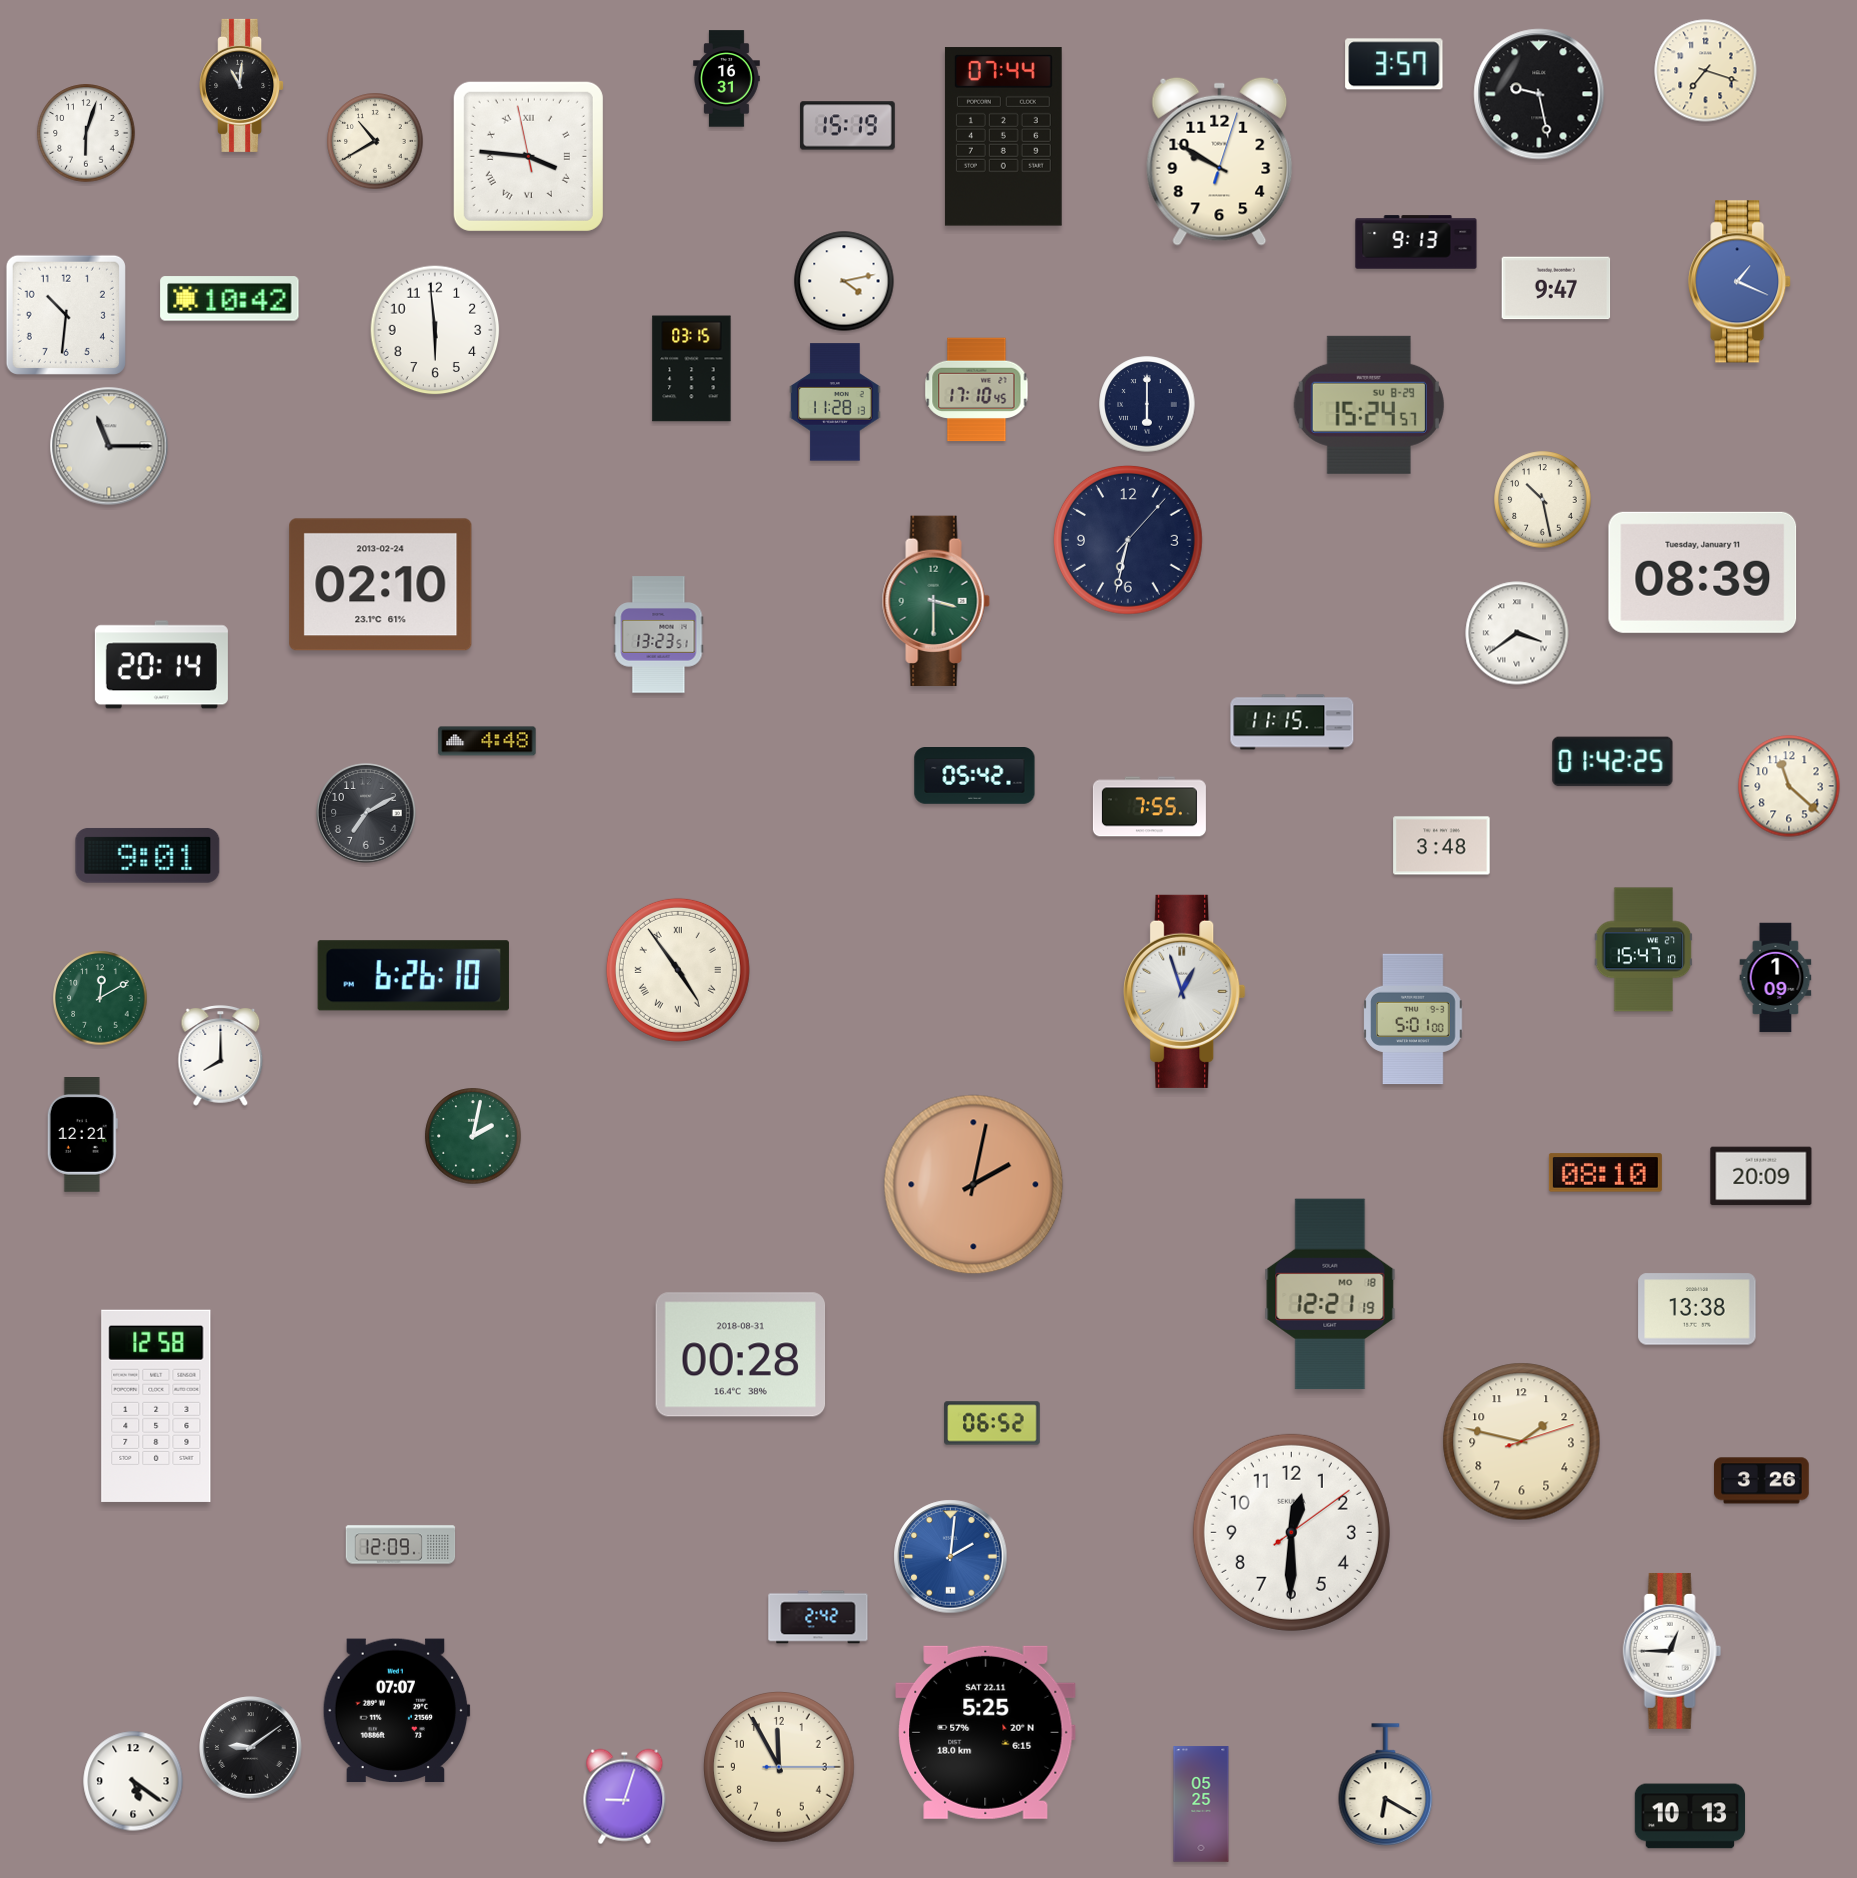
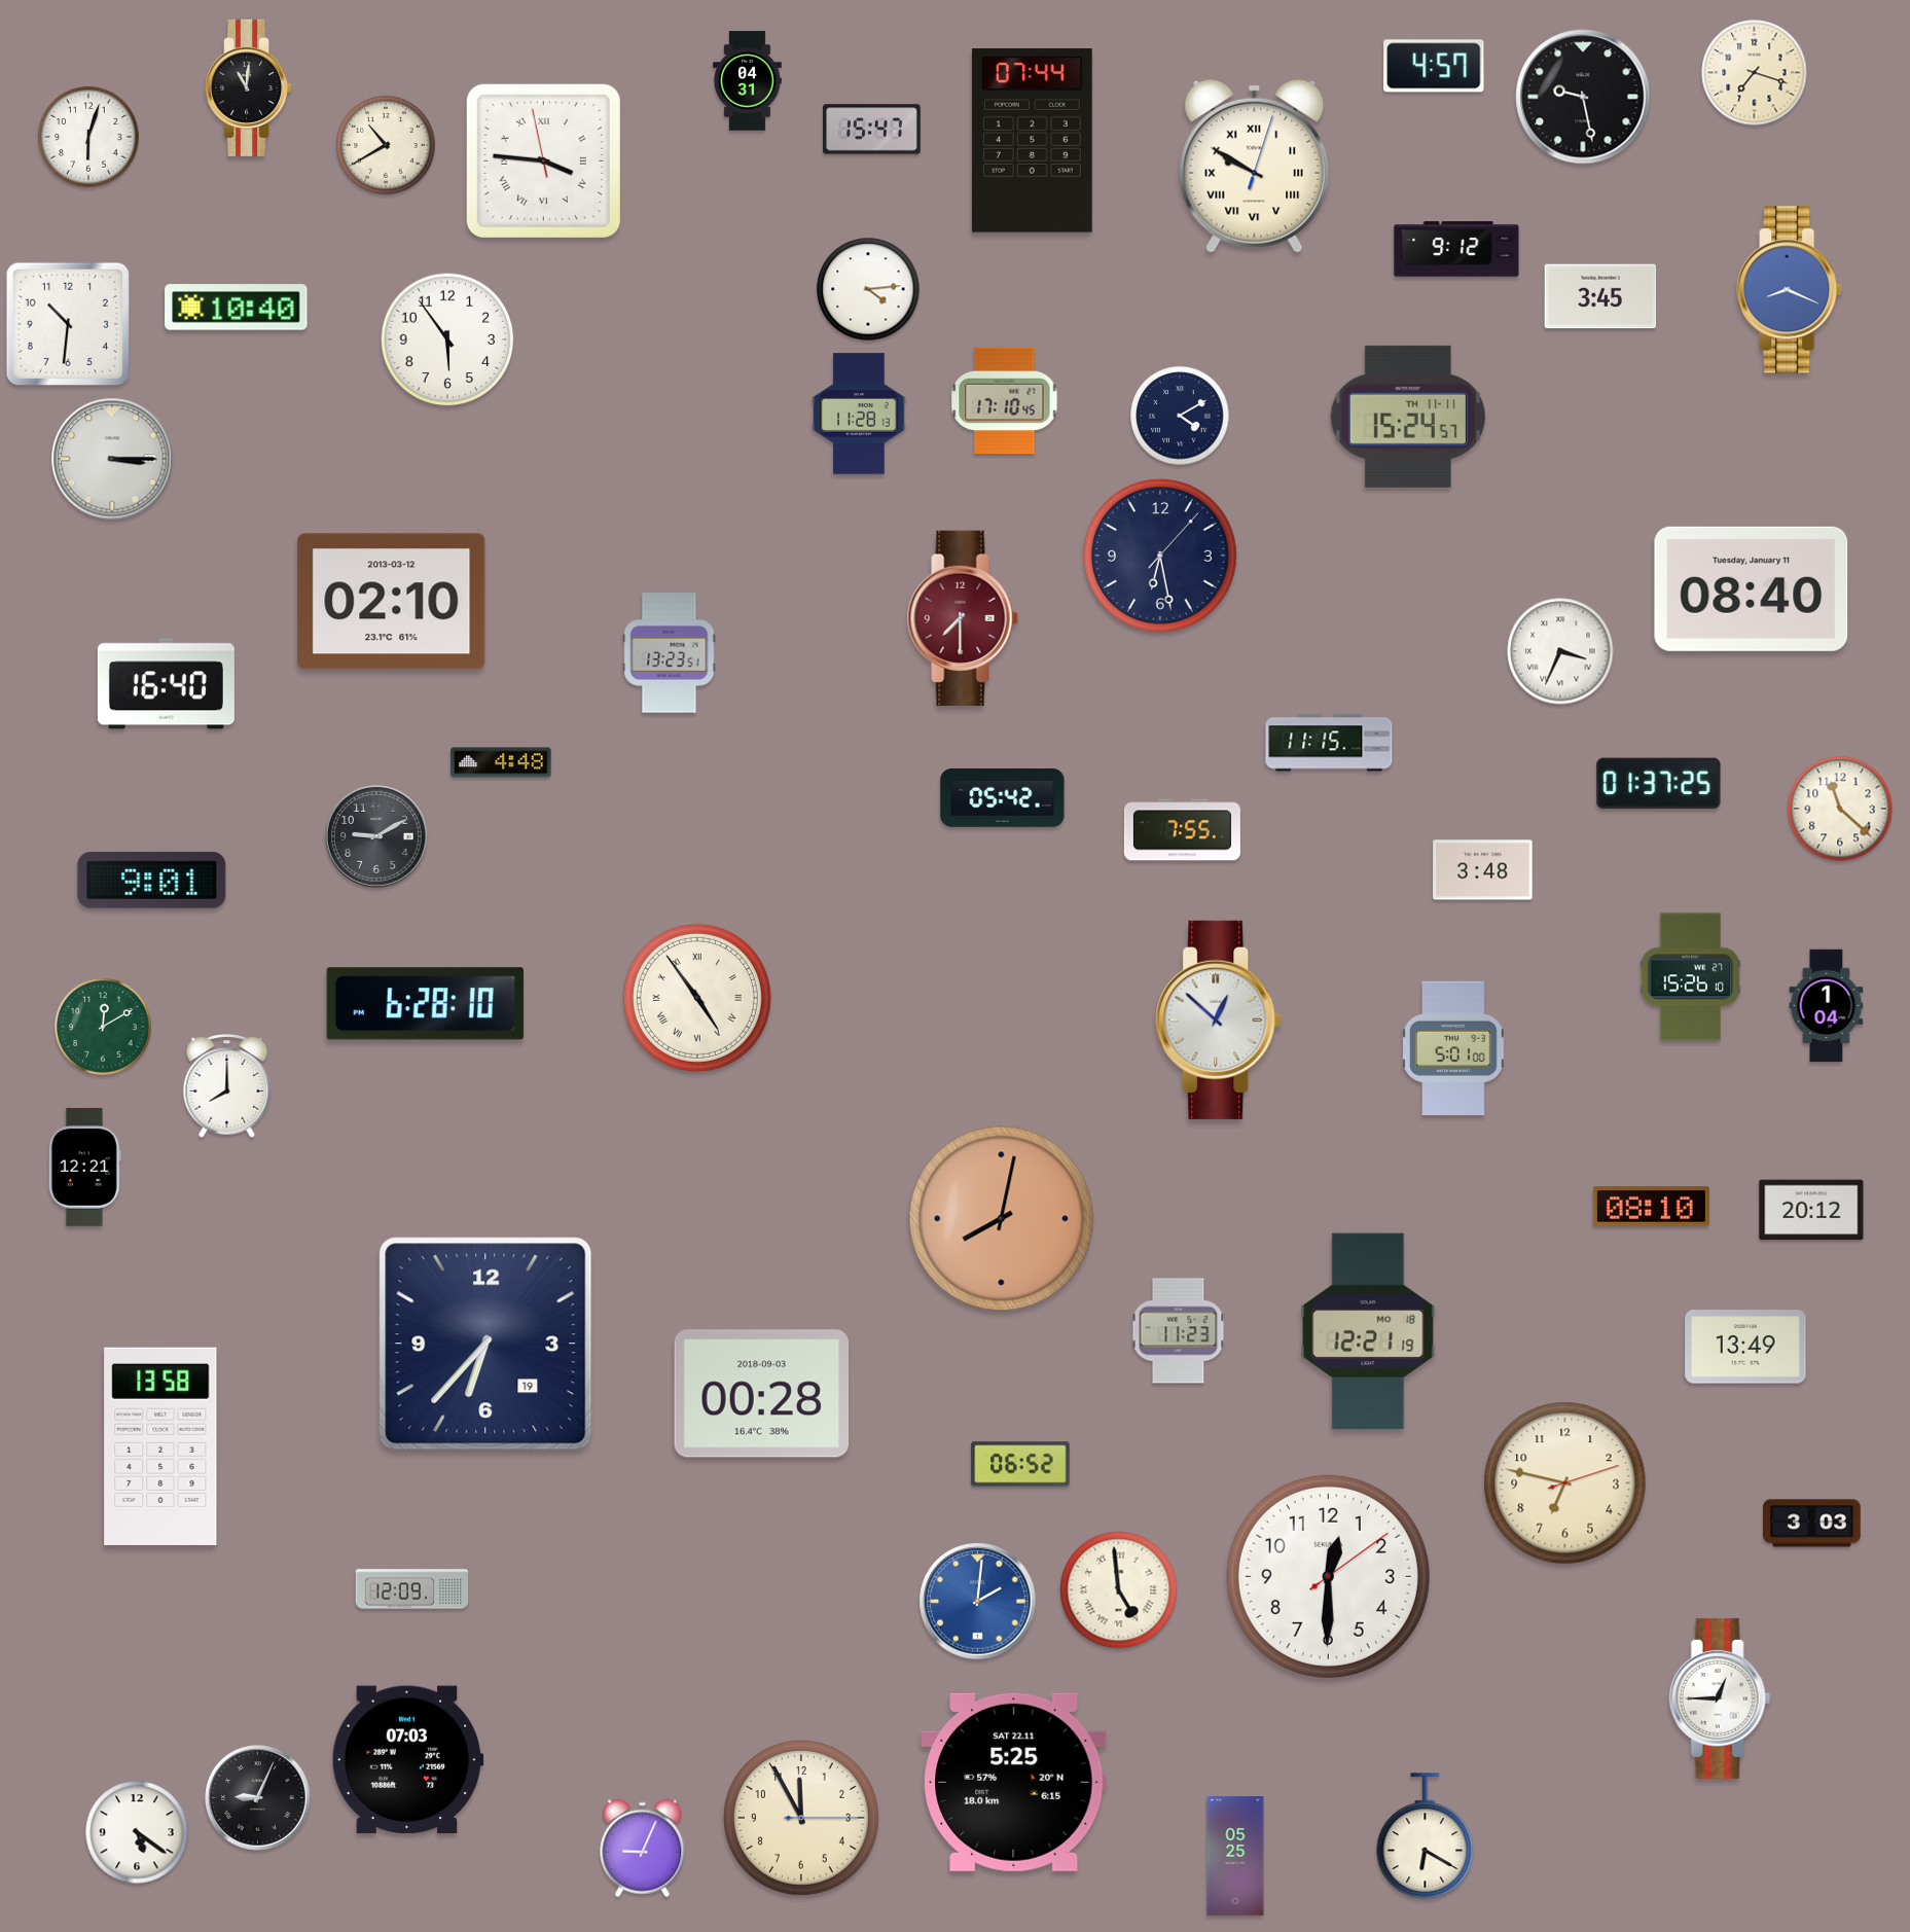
clock at (1394, 64): 3:57 -> 4:57
clock at (727, 79): 16:31 -> 04:31
clock at (848, 126): 15:19 -> 15:47
clock at (1220, 161) numerals: Arabic -> Roman
clock at (1416, 242): 9:13 -> 9:12
clock at (844, 281): 4:13 -> 4:14
clock at (1740, 282): 1:19 -> 8:19
clock at (1556, 288): 9:47 -> 3:45
clock at (230, 299): 10:42 -> 10:40
clock at (435, 330): 5:59 -> 5:54
clock at (692, 369): 03:15 -> none
clock at (1147, 404): 6:00 -> 4:10
clock at (1369, 405) date: SU 8-29 -> TH 11-11
clock at (109, 446): 11:15 -> 3:15
clock at (1543, 500): 10:28 -> none
clock at (1128, 540): 6:32 -> 6:28
clock at (1703, 572): 08:39 -> 08:40
clock at (381, 585) date: 2013-02-24 -> 2013-03-12
clock at (936, 601): 3:30 -> 7:30
clock at (936, 601) dial: green -> burgundy
clock at (1517, 633): 3:39 -> 3:34
clock at (659, 635) position: (659, 635) -> (670, 653)
clock at (161, 665): 20:14 -> 16:40
clock at (1613, 762): 01:42 -> 01:37
clock at (366, 813): 7:10 -> 9:10
clock at (1644, 950): 15:47 -> 15:26
clock at (413, 976): 6:26 -> 6:28
clock at (1776, 978): 1:09 -> 1:04
clock at (1185, 991): 12:57 -> 12:52
clock at (473, 1136): 2:02 -> none
clock at (1761, 1176): 20:09 -> 20:12
clock at (974, 1185): 2:02 -> 8:02
clock at (1179, 1331): none -> 11:23
clock at (485, 1344): none -> 6:37
clock at (1697, 1309): 13:38 -> 13:49
clock at (741, 1355) date: 2018-08-31 -> 2018-09-03
clock at (156, 1406): 12:58 -> 13:58
clock at (1522, 1442): 1:47 -> 6:47
clock at (1762, 1481): 3:26 -> 3:03
clock at (1119, 1590): none -> 4:59
clock at (818, 1617): 2:42 -> none
clock at (396, 1711): 07:07 -> 07:03
clock at (251, 1748): 9:09 -> 9:04
clock at (625, 1797): 9:03 -> 9:04
clock at (1690, 1816): 10:13 -> none
